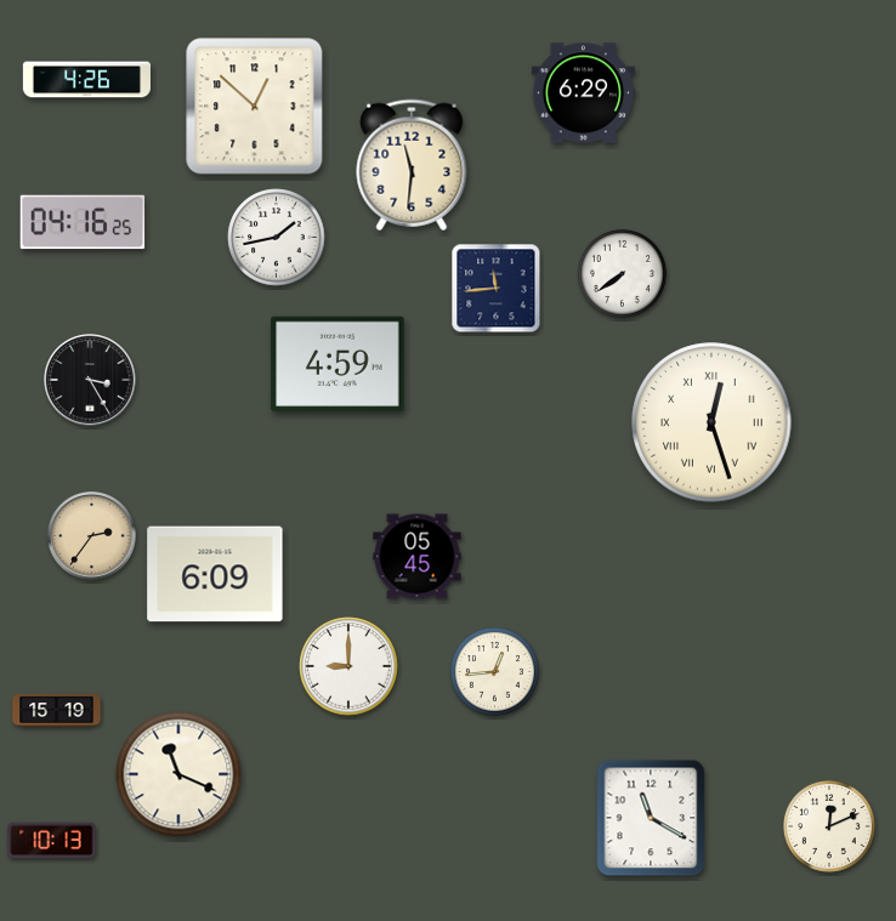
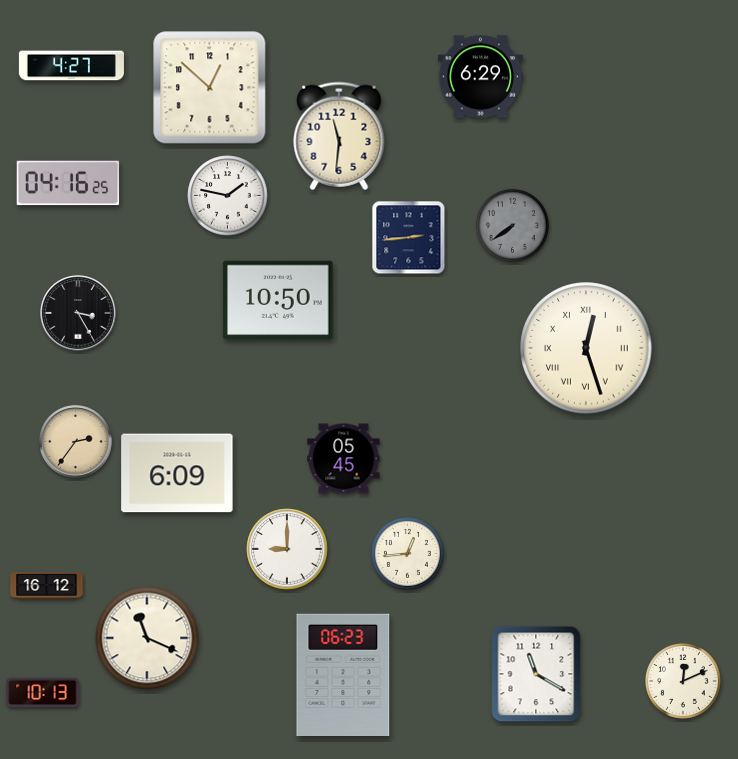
clock at (86, 80): 4:26 -> 4:27
clock at (277, 238): 1:43 -> 1:47
clock at (622, 273) dial: white -> grey
clock at (497, 289): 11:44 -> 2:44
clock at (338, 363): 4:59 -> 10:50
clock at (90, 380) position: (90, 380) -> (78, 313)
clock at (57, 711): 15:19 -> 16:12
clock at (343, 674): none -> 06:23
